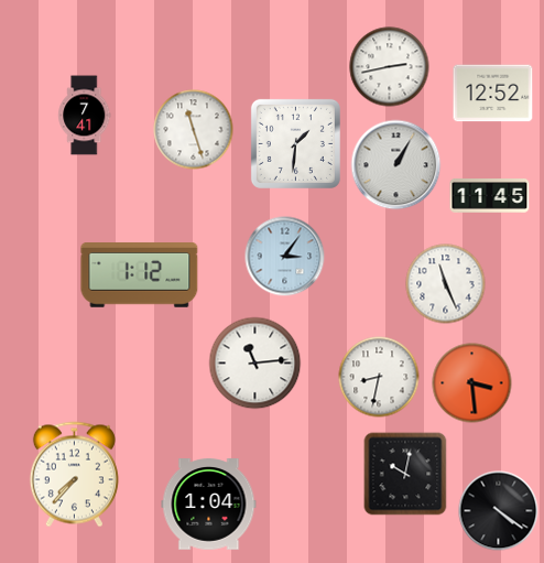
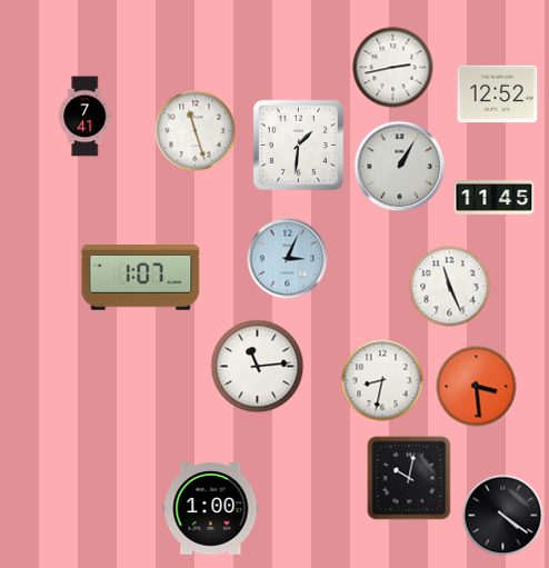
clock at (285, 257): 3:06 -> 3:04
clock at (140, 275): 1:12 -> 1:07
clock at (74, 475): 7:37 -> none
clock at (209, 505): 1:04 -> 1:00
